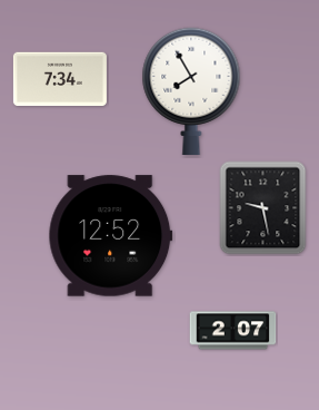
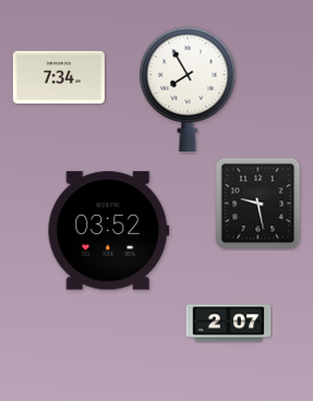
clock at (111, 236): 12:52 -> 03:52
